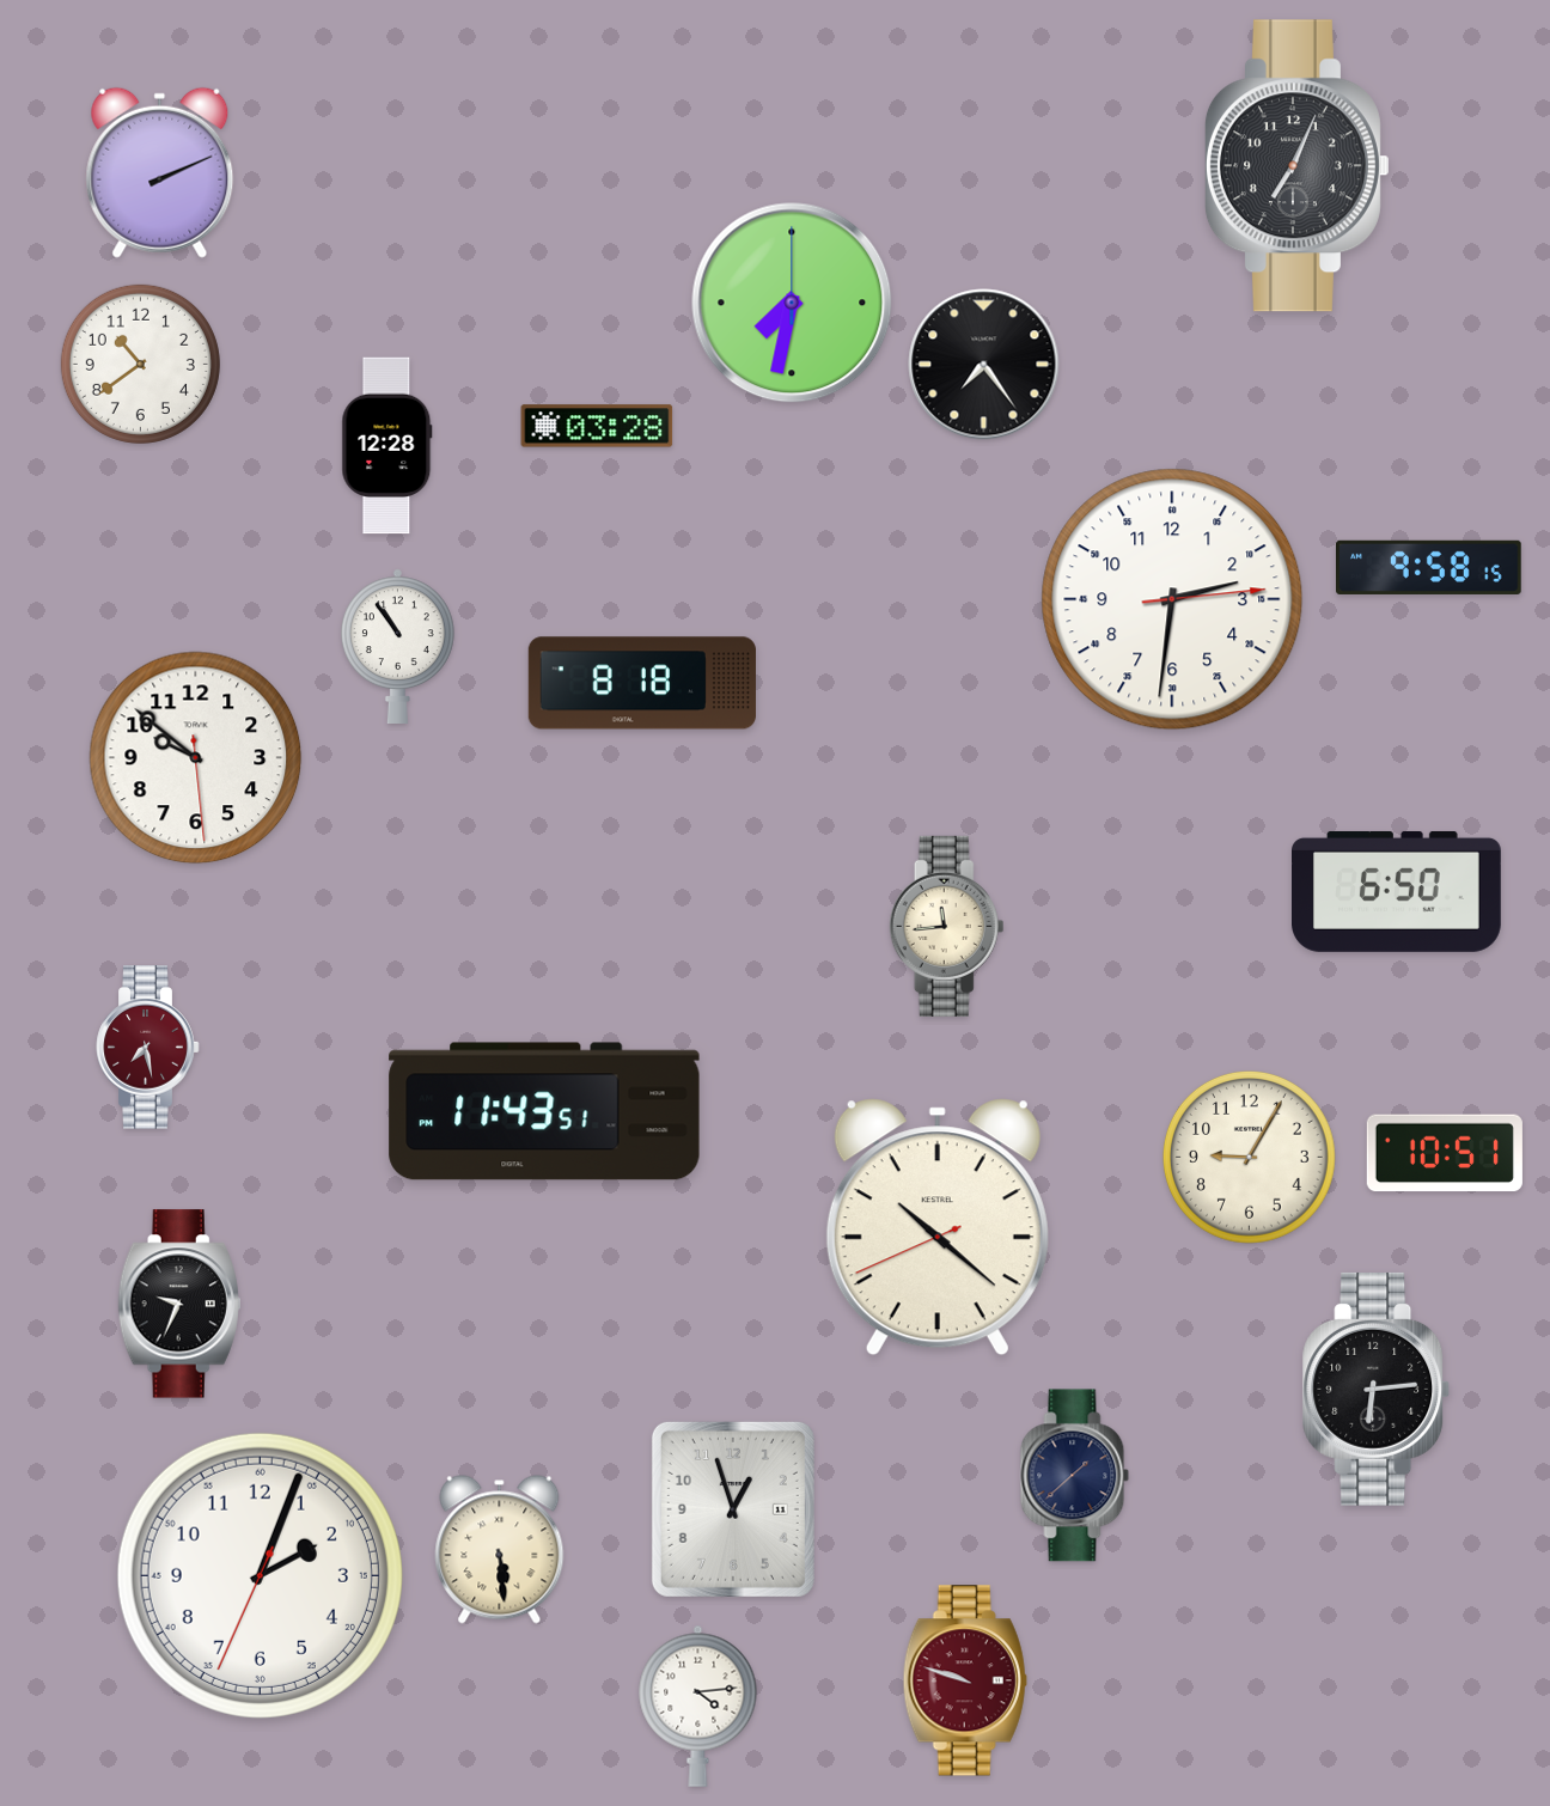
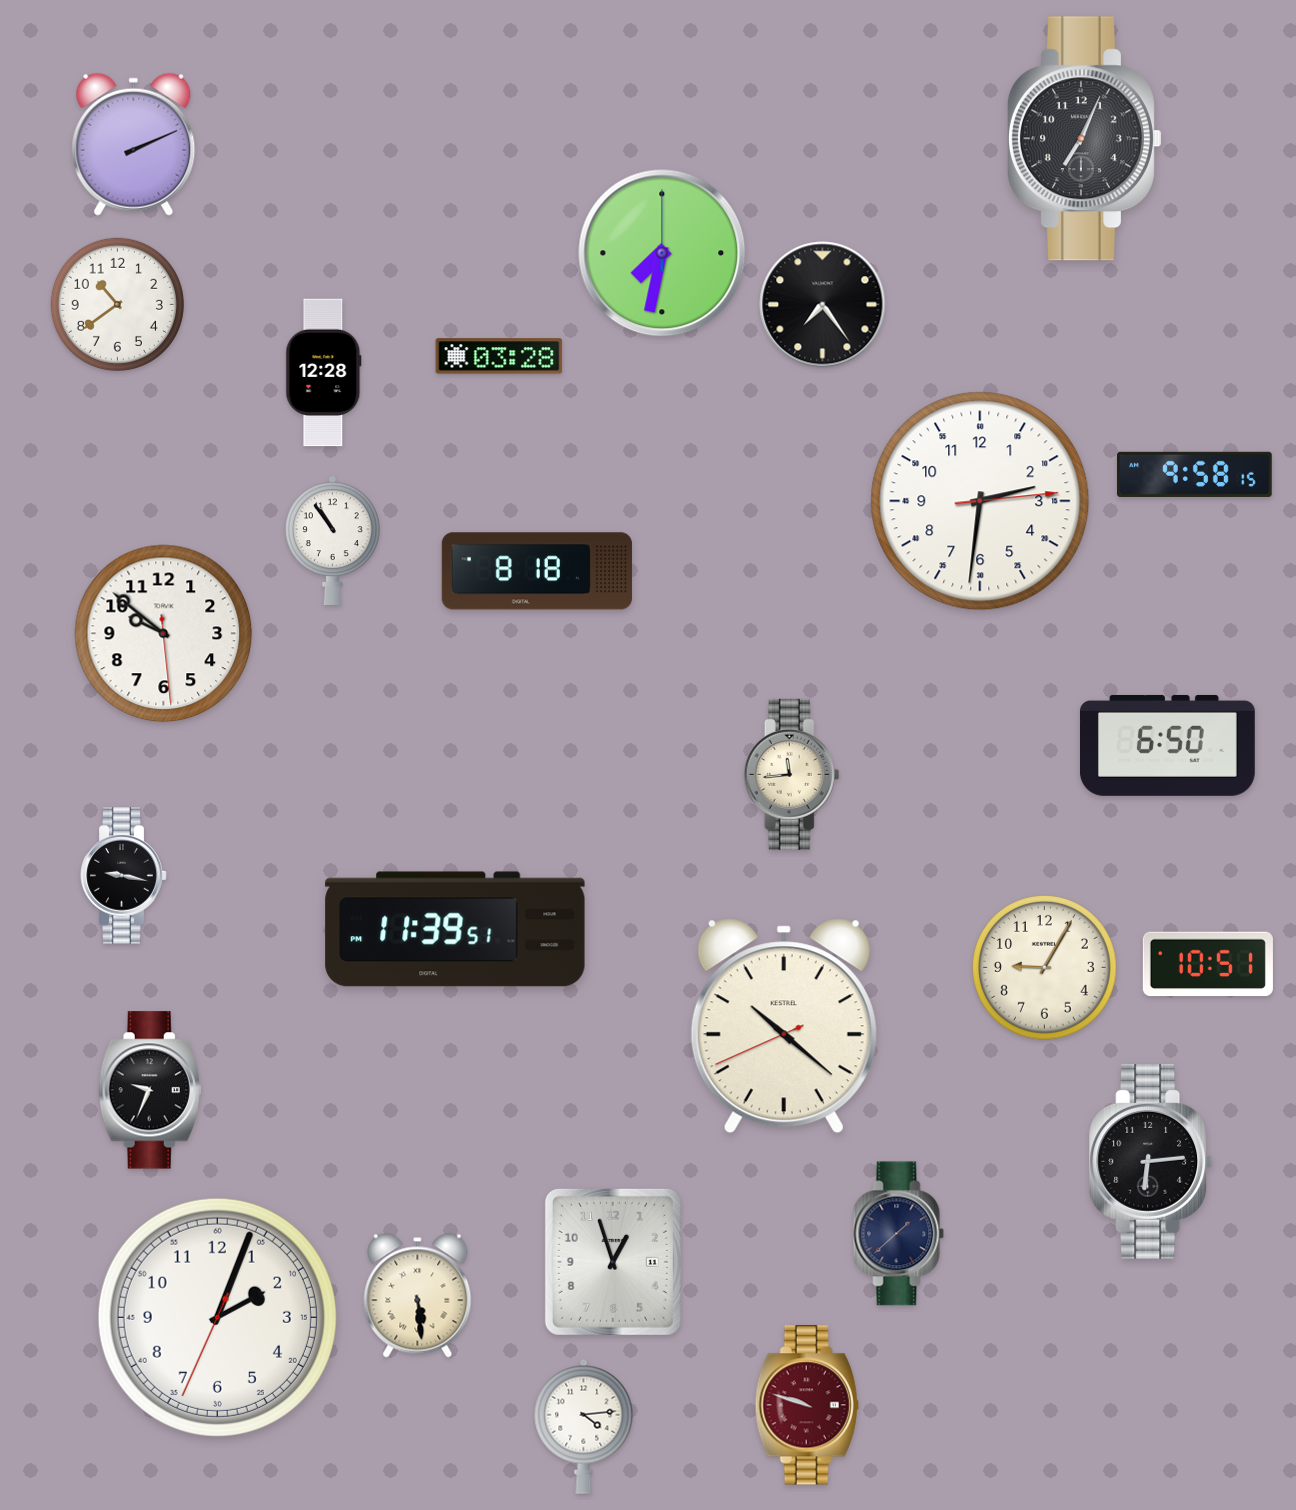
clock at (148, 1048): 7:28 -> 9:17
clock at (148, 1048) dial: burgundy -> black
clock at (544, 1111): 11:43 -> 11:39
